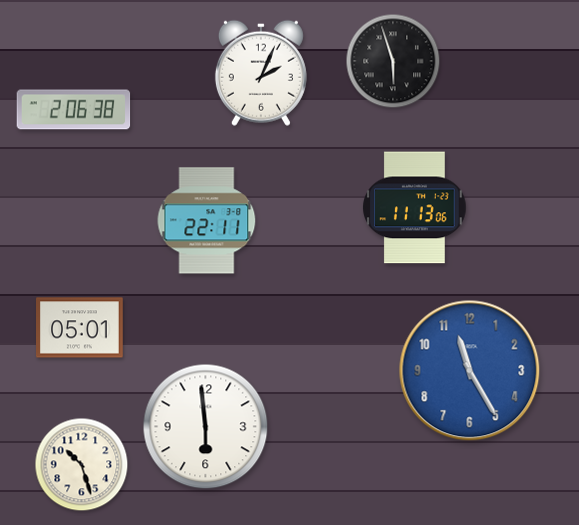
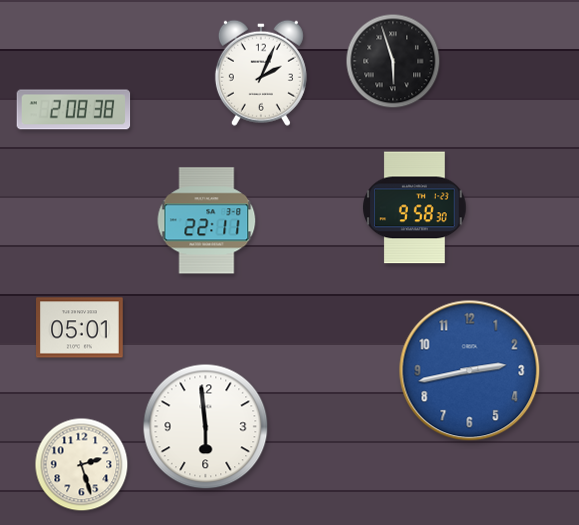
clock at (74, 110): 2:06 -> 2:08
clock at (415, 208): 11:13 -> 9:58
clock at (470, 371): 11:25 -> 2:43
clock at (82, 465): 10:27 -> 2:27
